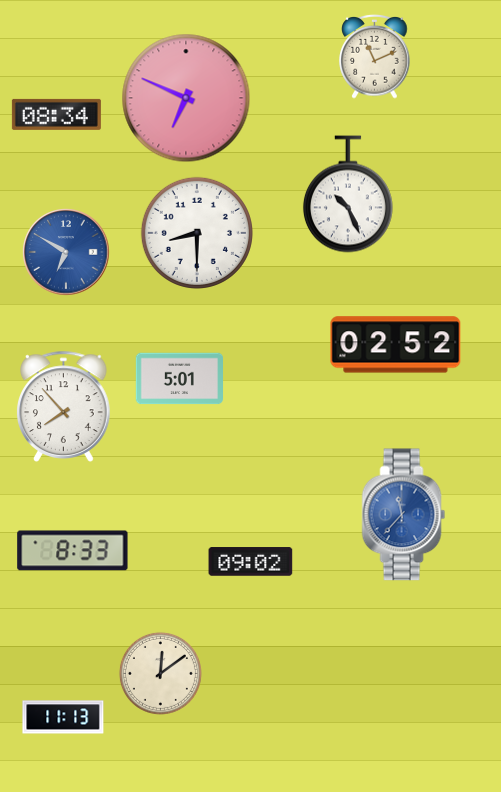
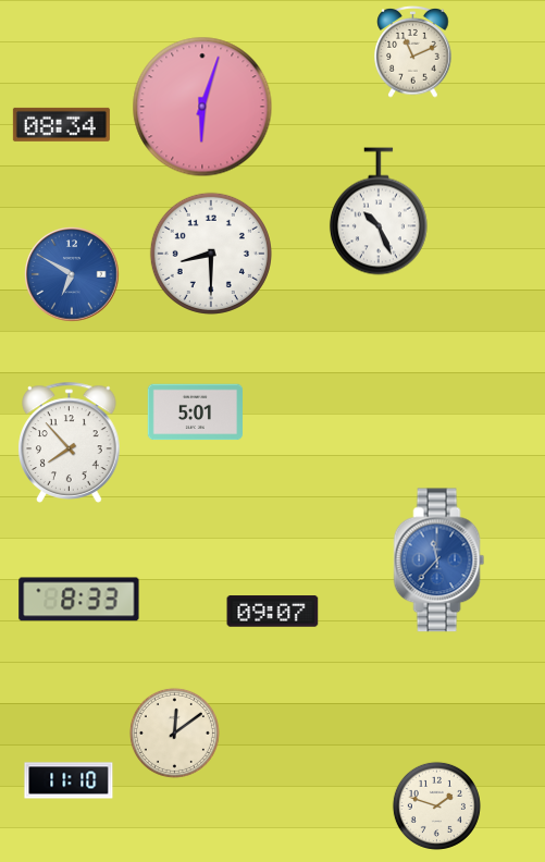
clock at (375, 57) position: (375, 57) -> (413, 52)
clock at (186, 98): 6:49 -> 6:03
clock at (197, 233) position: (197, 233) -> (211, 254)
clock at (396, 345): 02:52 -> none
clock at (251, 562): 09:02 -> 09:07
clock at (63, 717): 11:13 -> 11:10
clock at (436, 805): none -> 1:48
